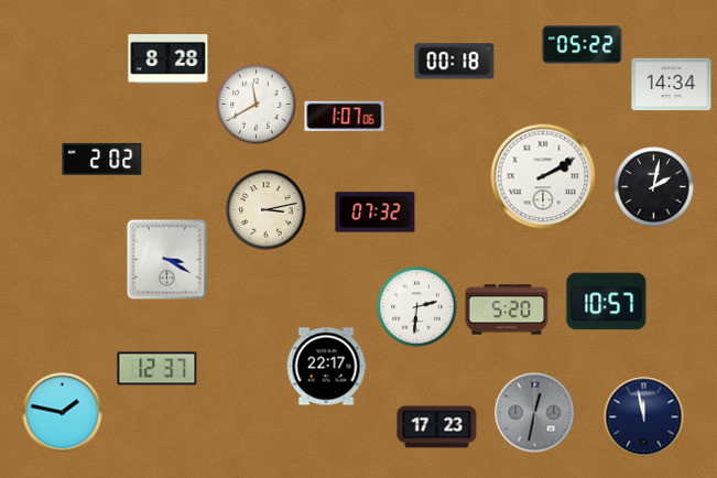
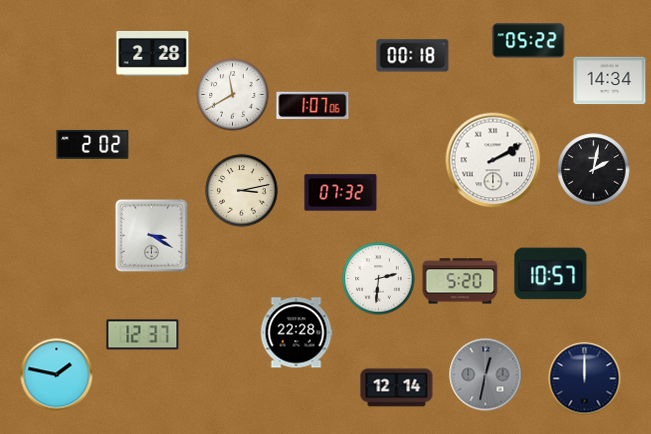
clock at (169, 58): 8:28 -> 2:28
clock at (672, 85) position: (672, 85) -> (610, 81)
clock at (326, 367): 22:17 -> 22:28
clock at (644, 417): 11:58 -> 12:00
clock at (437, 427): 17:23 -> 12:14
